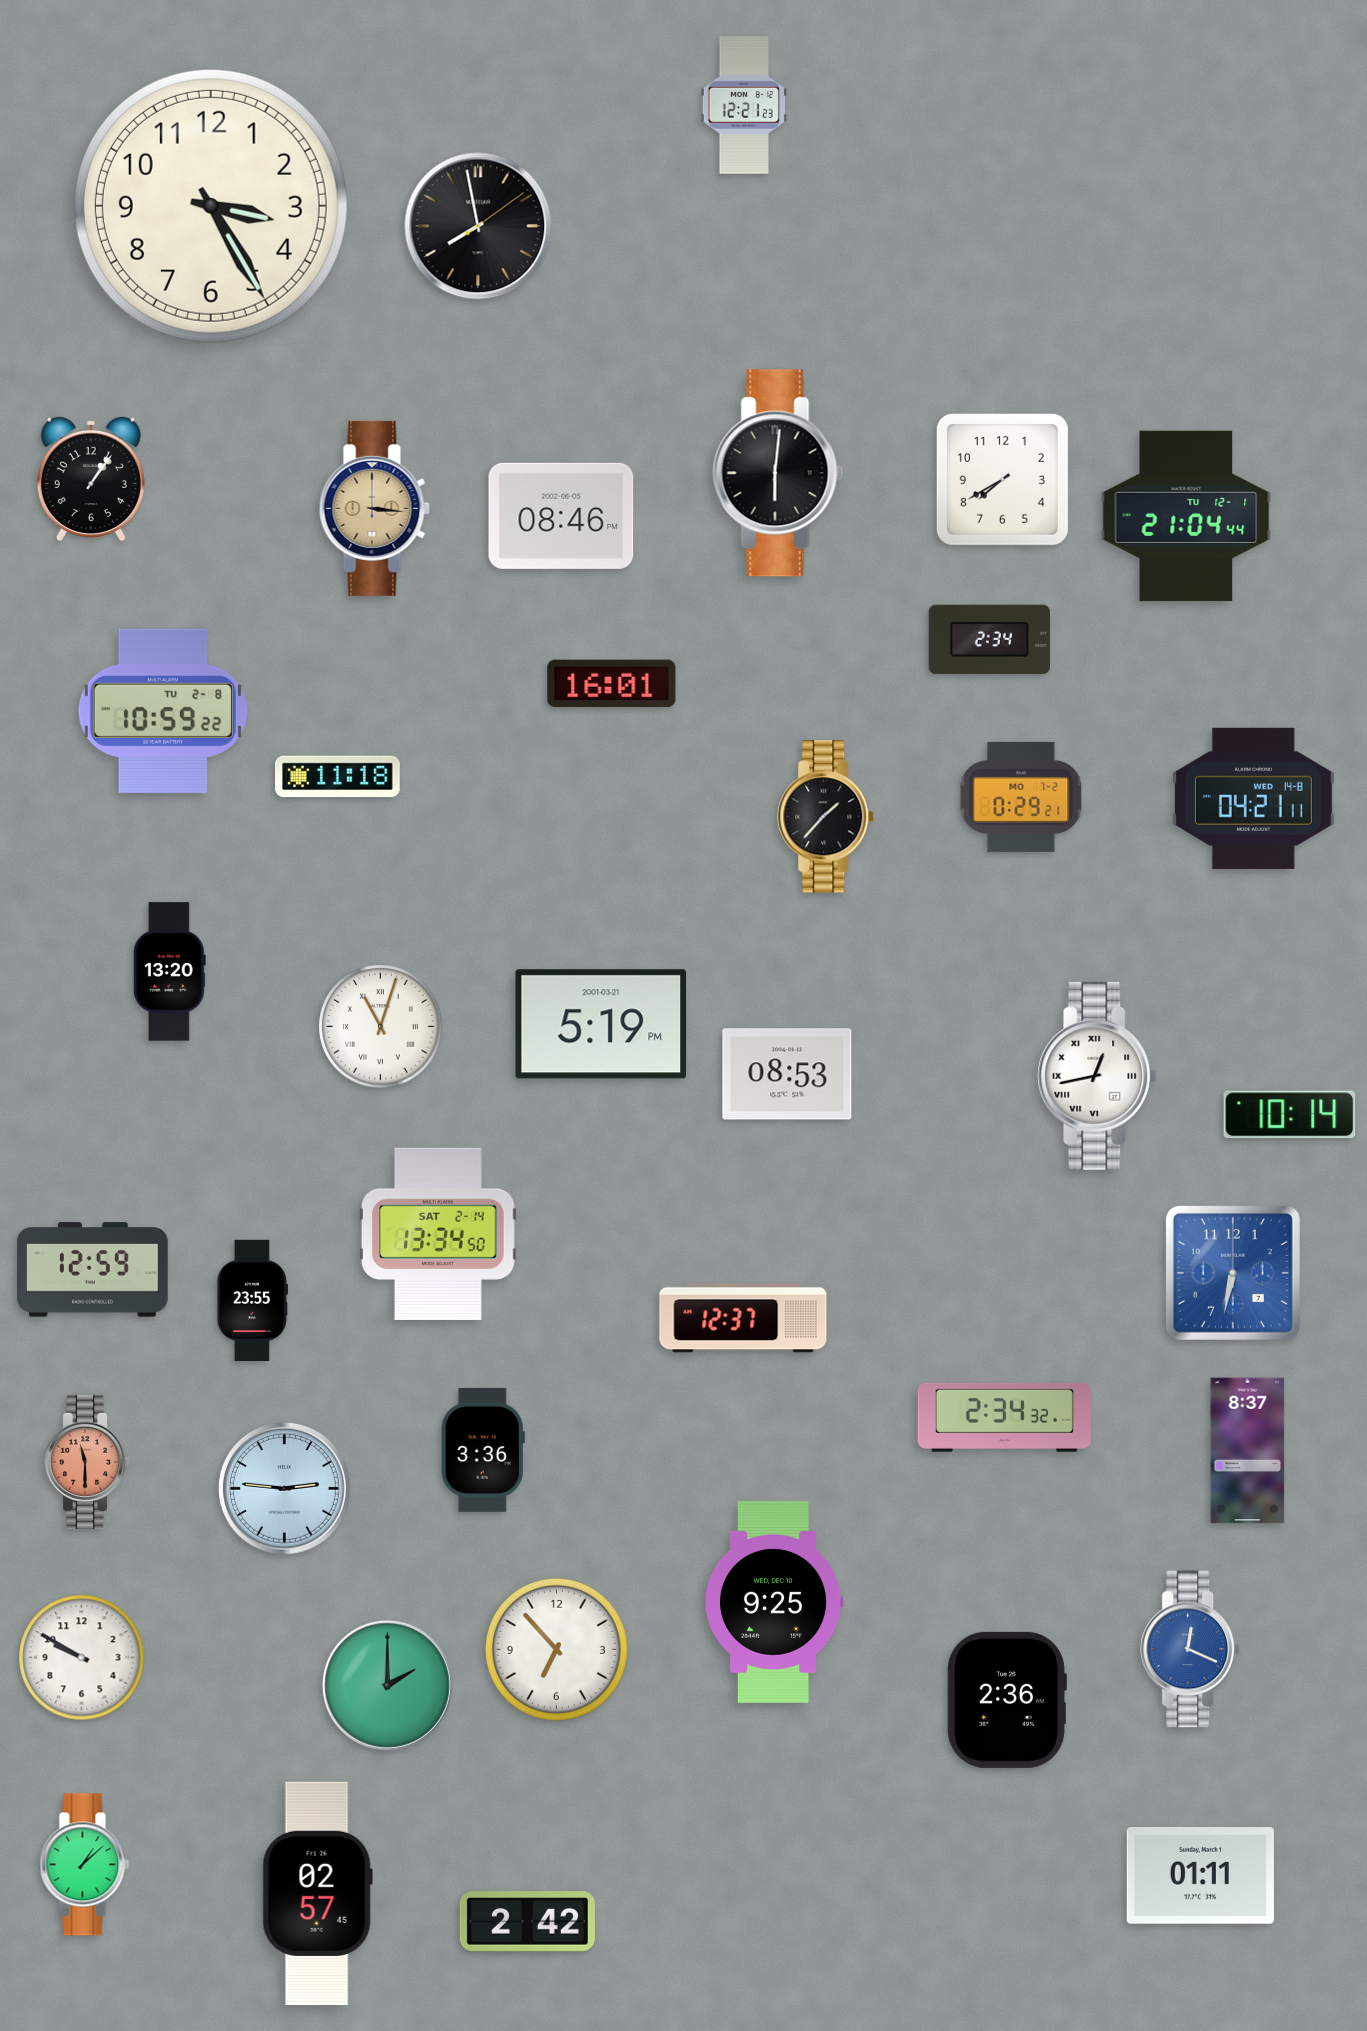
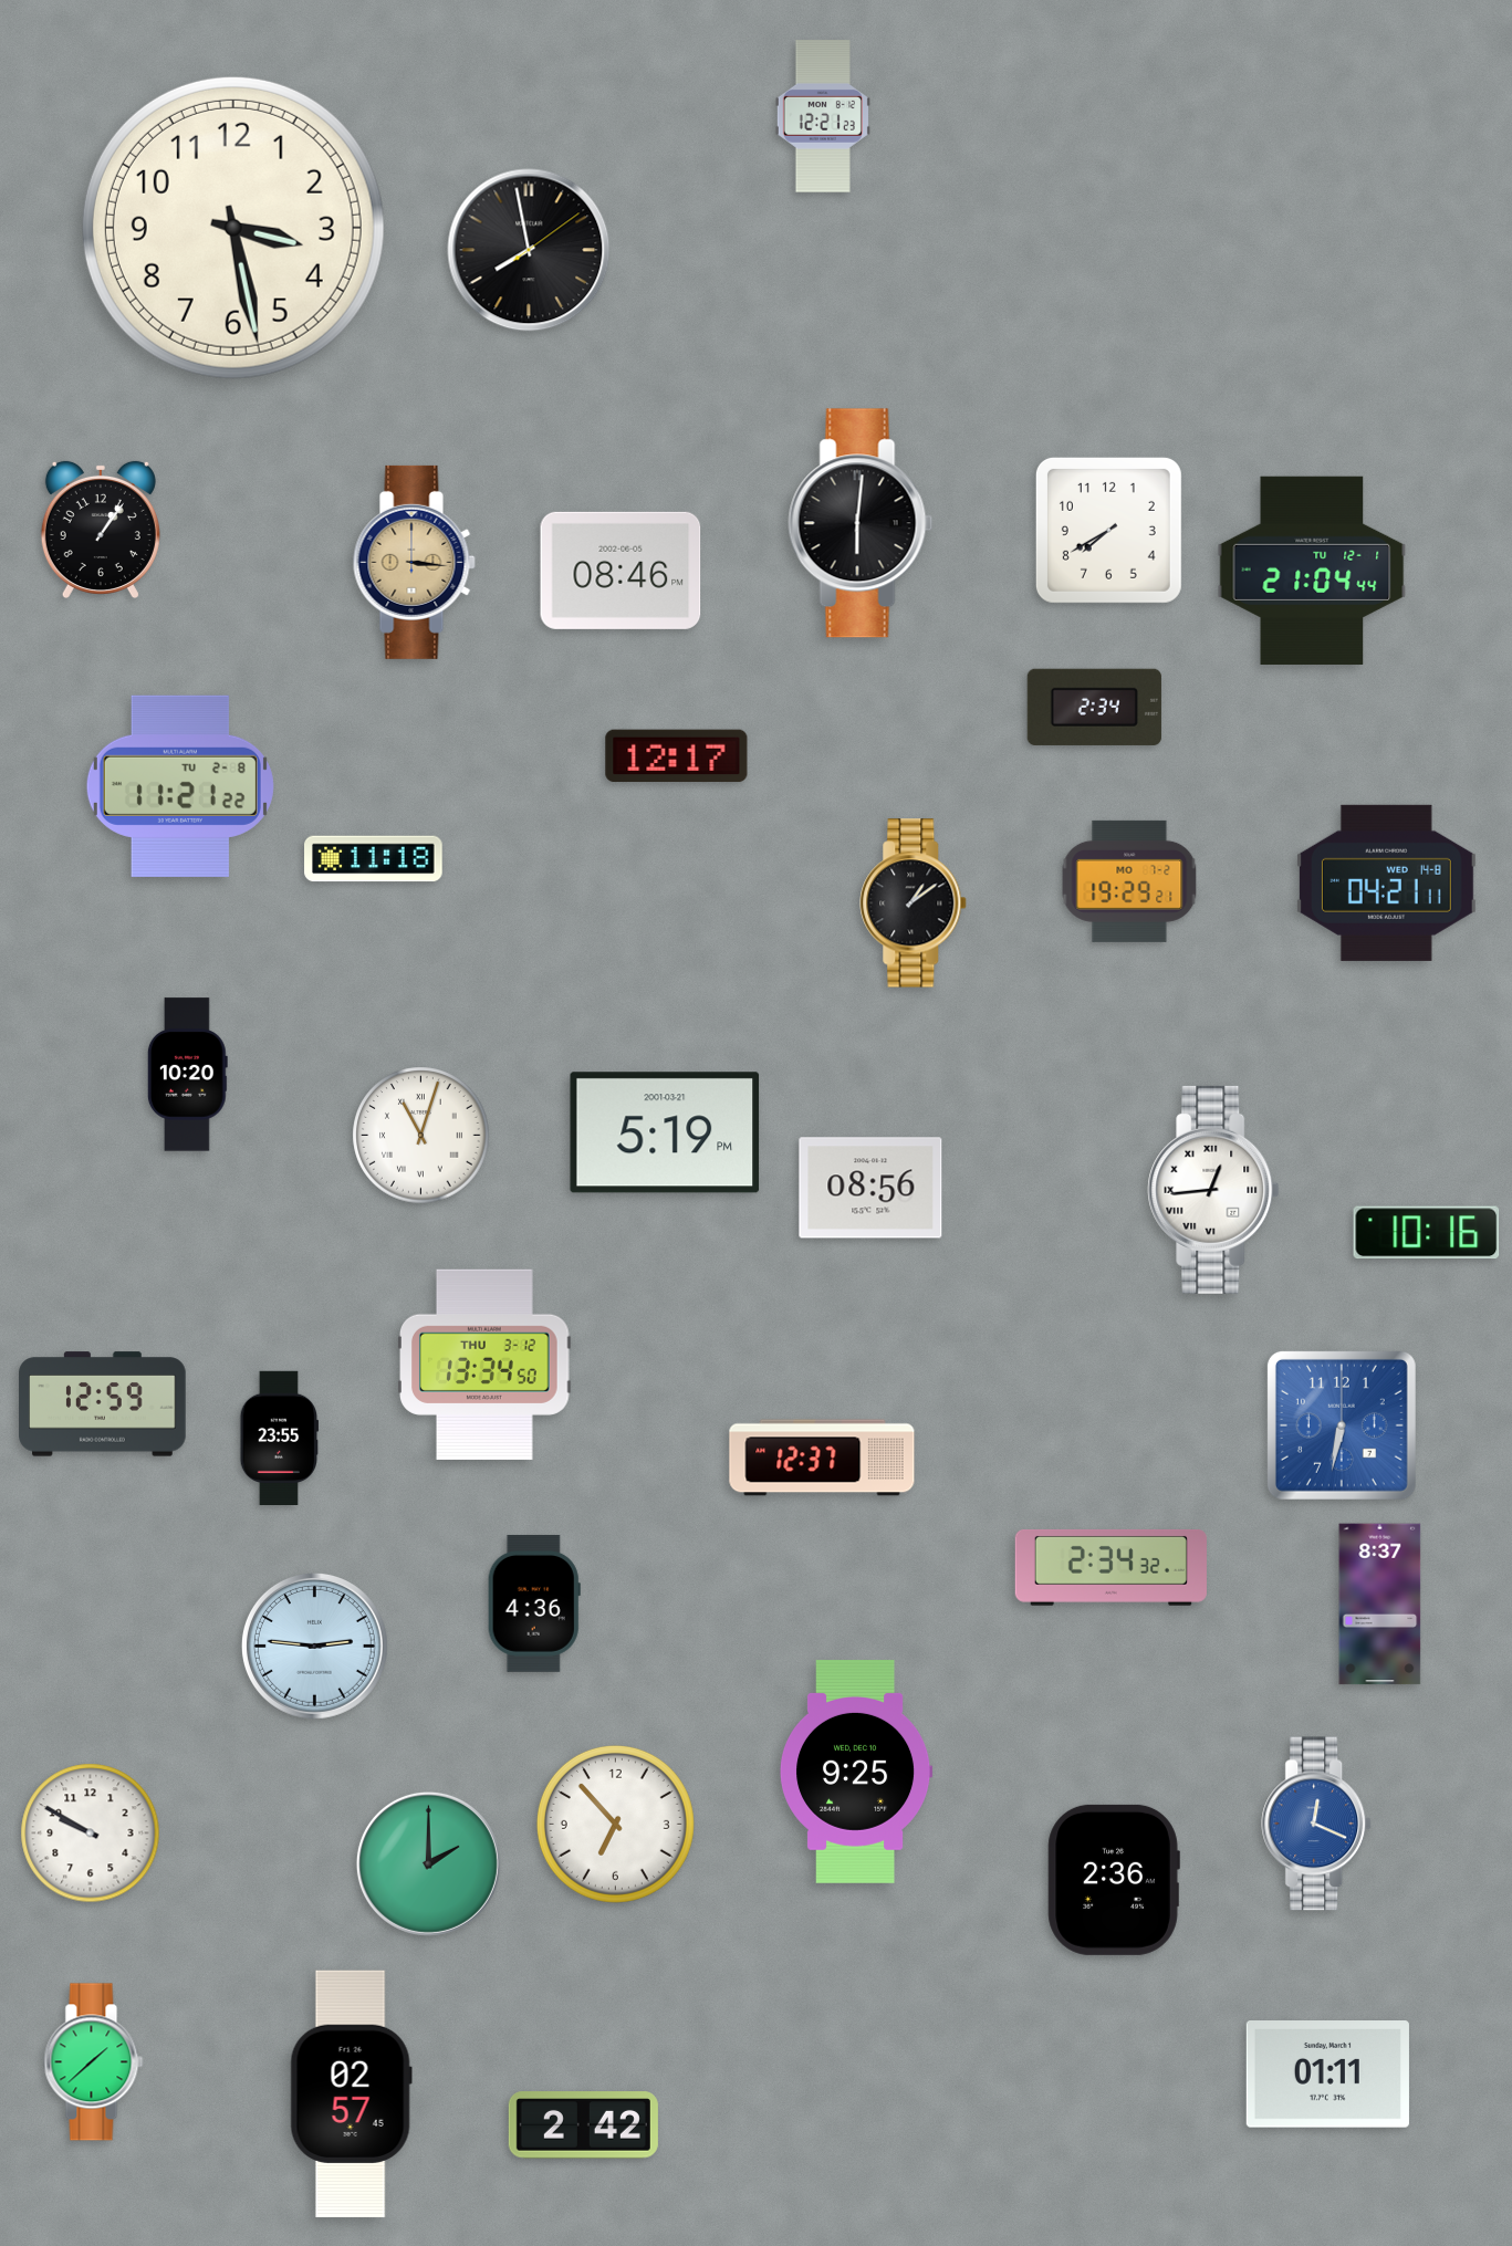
clock at (211, 206): 3:25 -> 3:28
clock at (612, 684): 16:01 -> 12:17
clock at (163, 711): 10:59 -> 11:21
clock at (1021, 797): 0:29 -> 19:29
clock at (826, 817): 1:37 -> 1:09
clock at (169, 972): 13:20 -> 10:20
clock at (787, 1074): 08:53 -> 08:56
clock at (1097, 1076): 12:43 -> 12:44
clock at (1290, 1115): 10:14 -> 10:16
clock at (438, 1233) date: SAT 2-14 -> THU 3-12
clock at (1233, 1273) position: (1233, 1273) -> (1342, 1425)
clock at (483, 1450): 3:36 -> 4:36
clock at (87, 1462): 11:30 -> none
clock at (85, 1865): 1:08 -> 1:38
